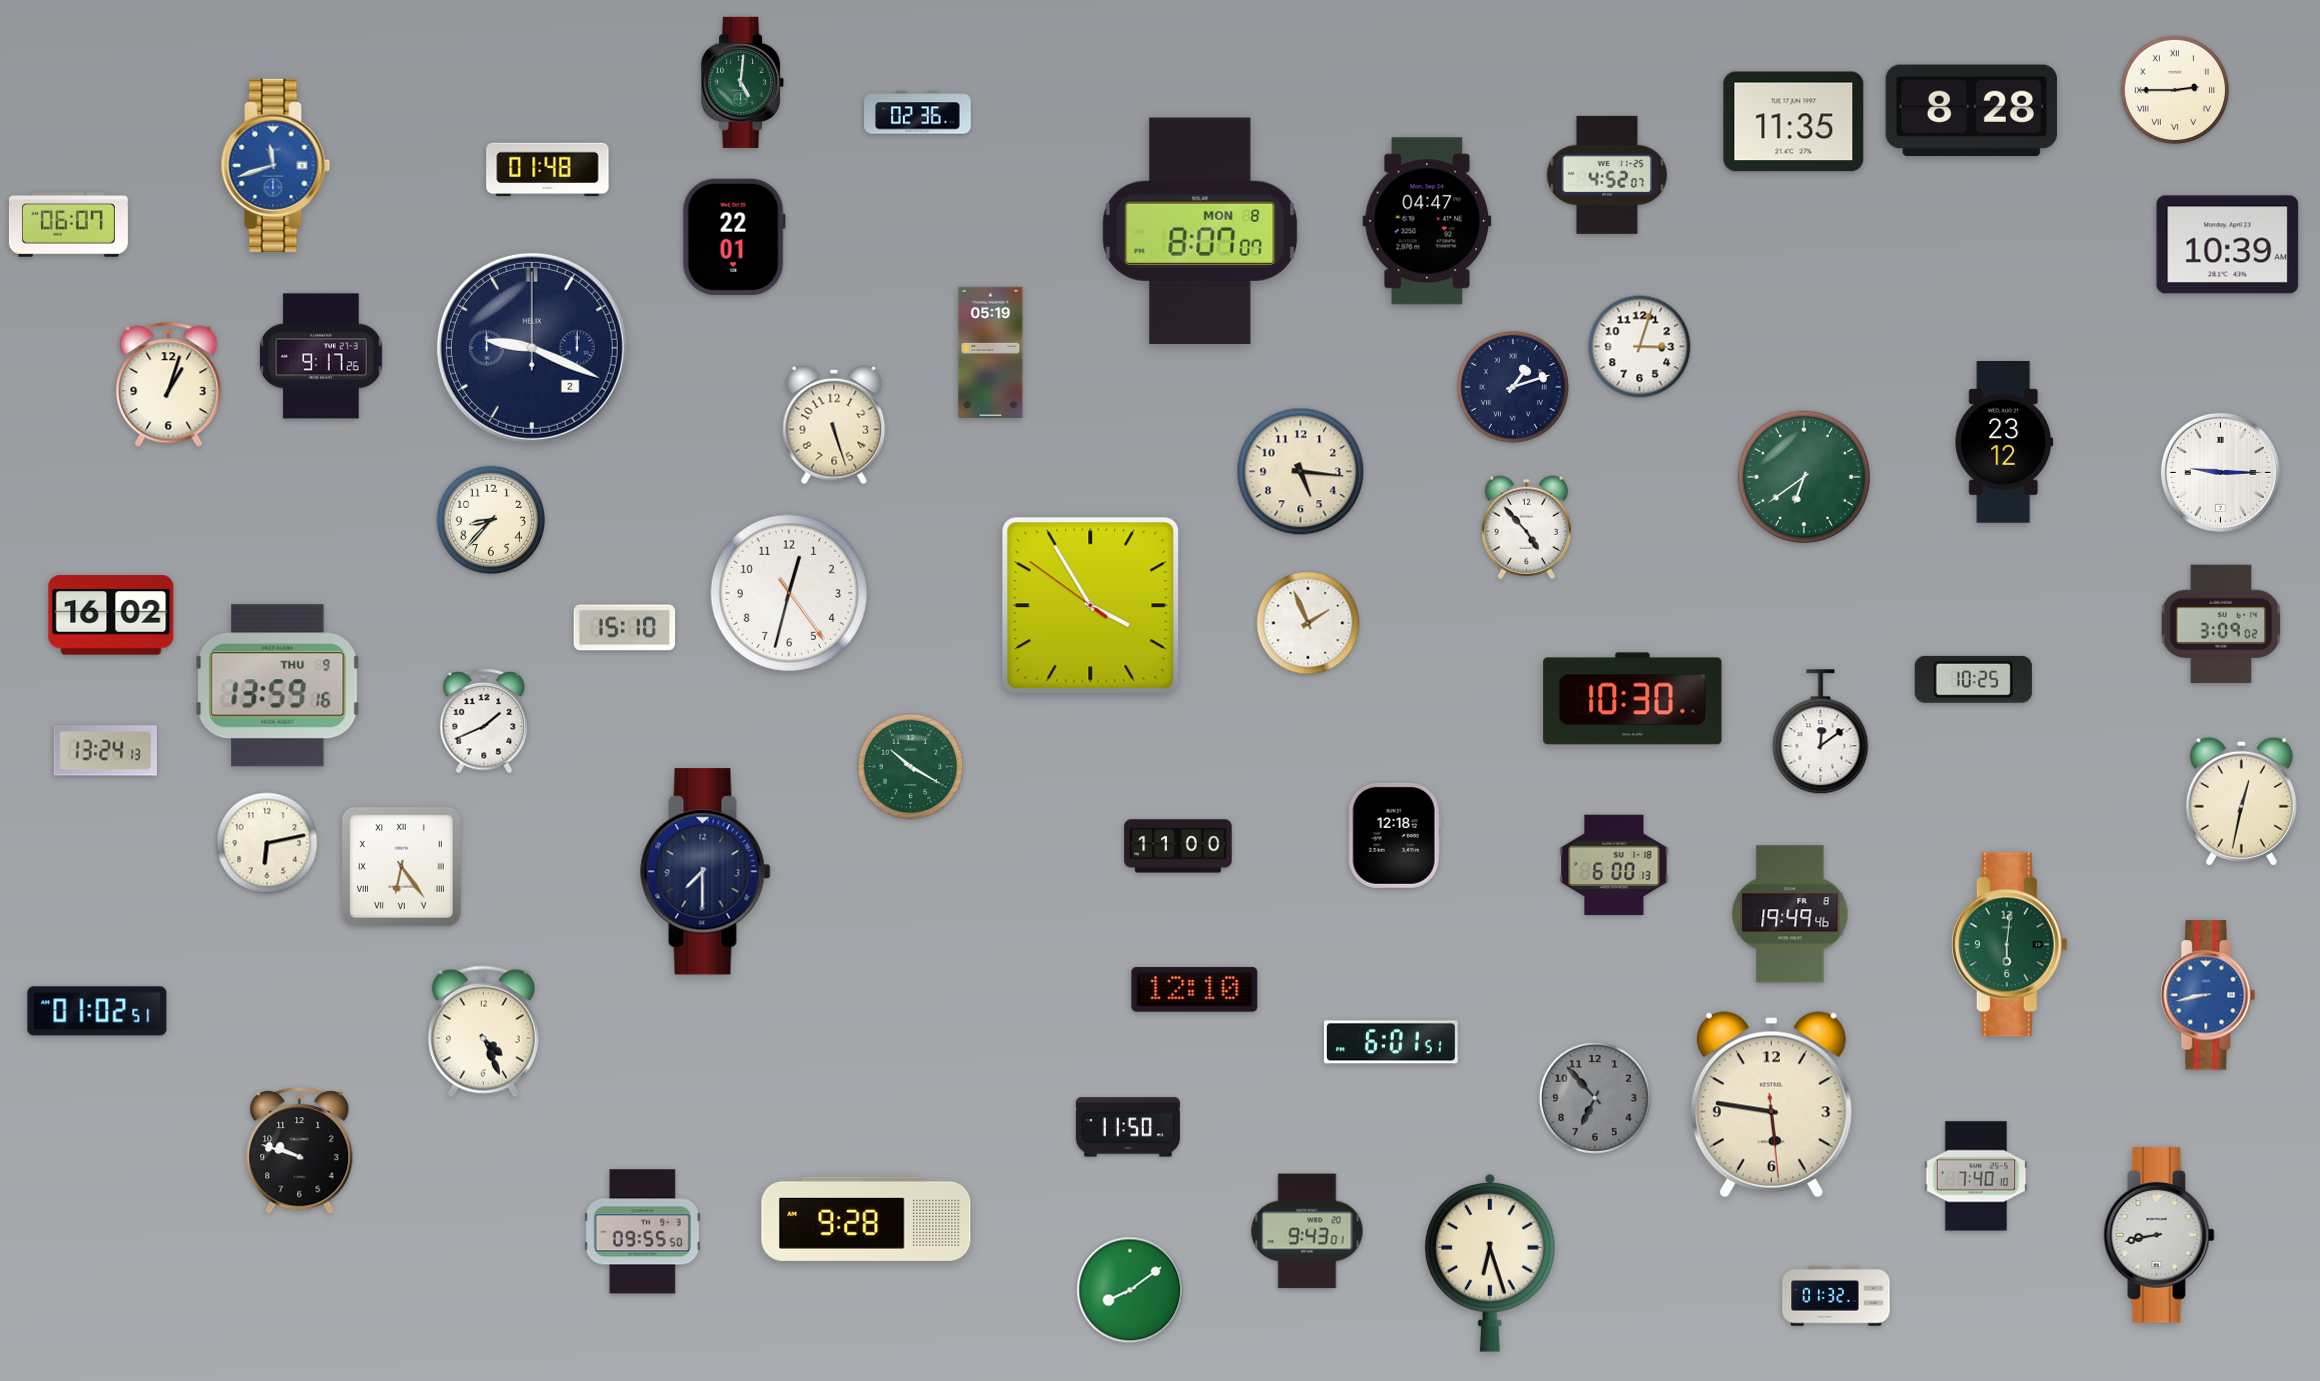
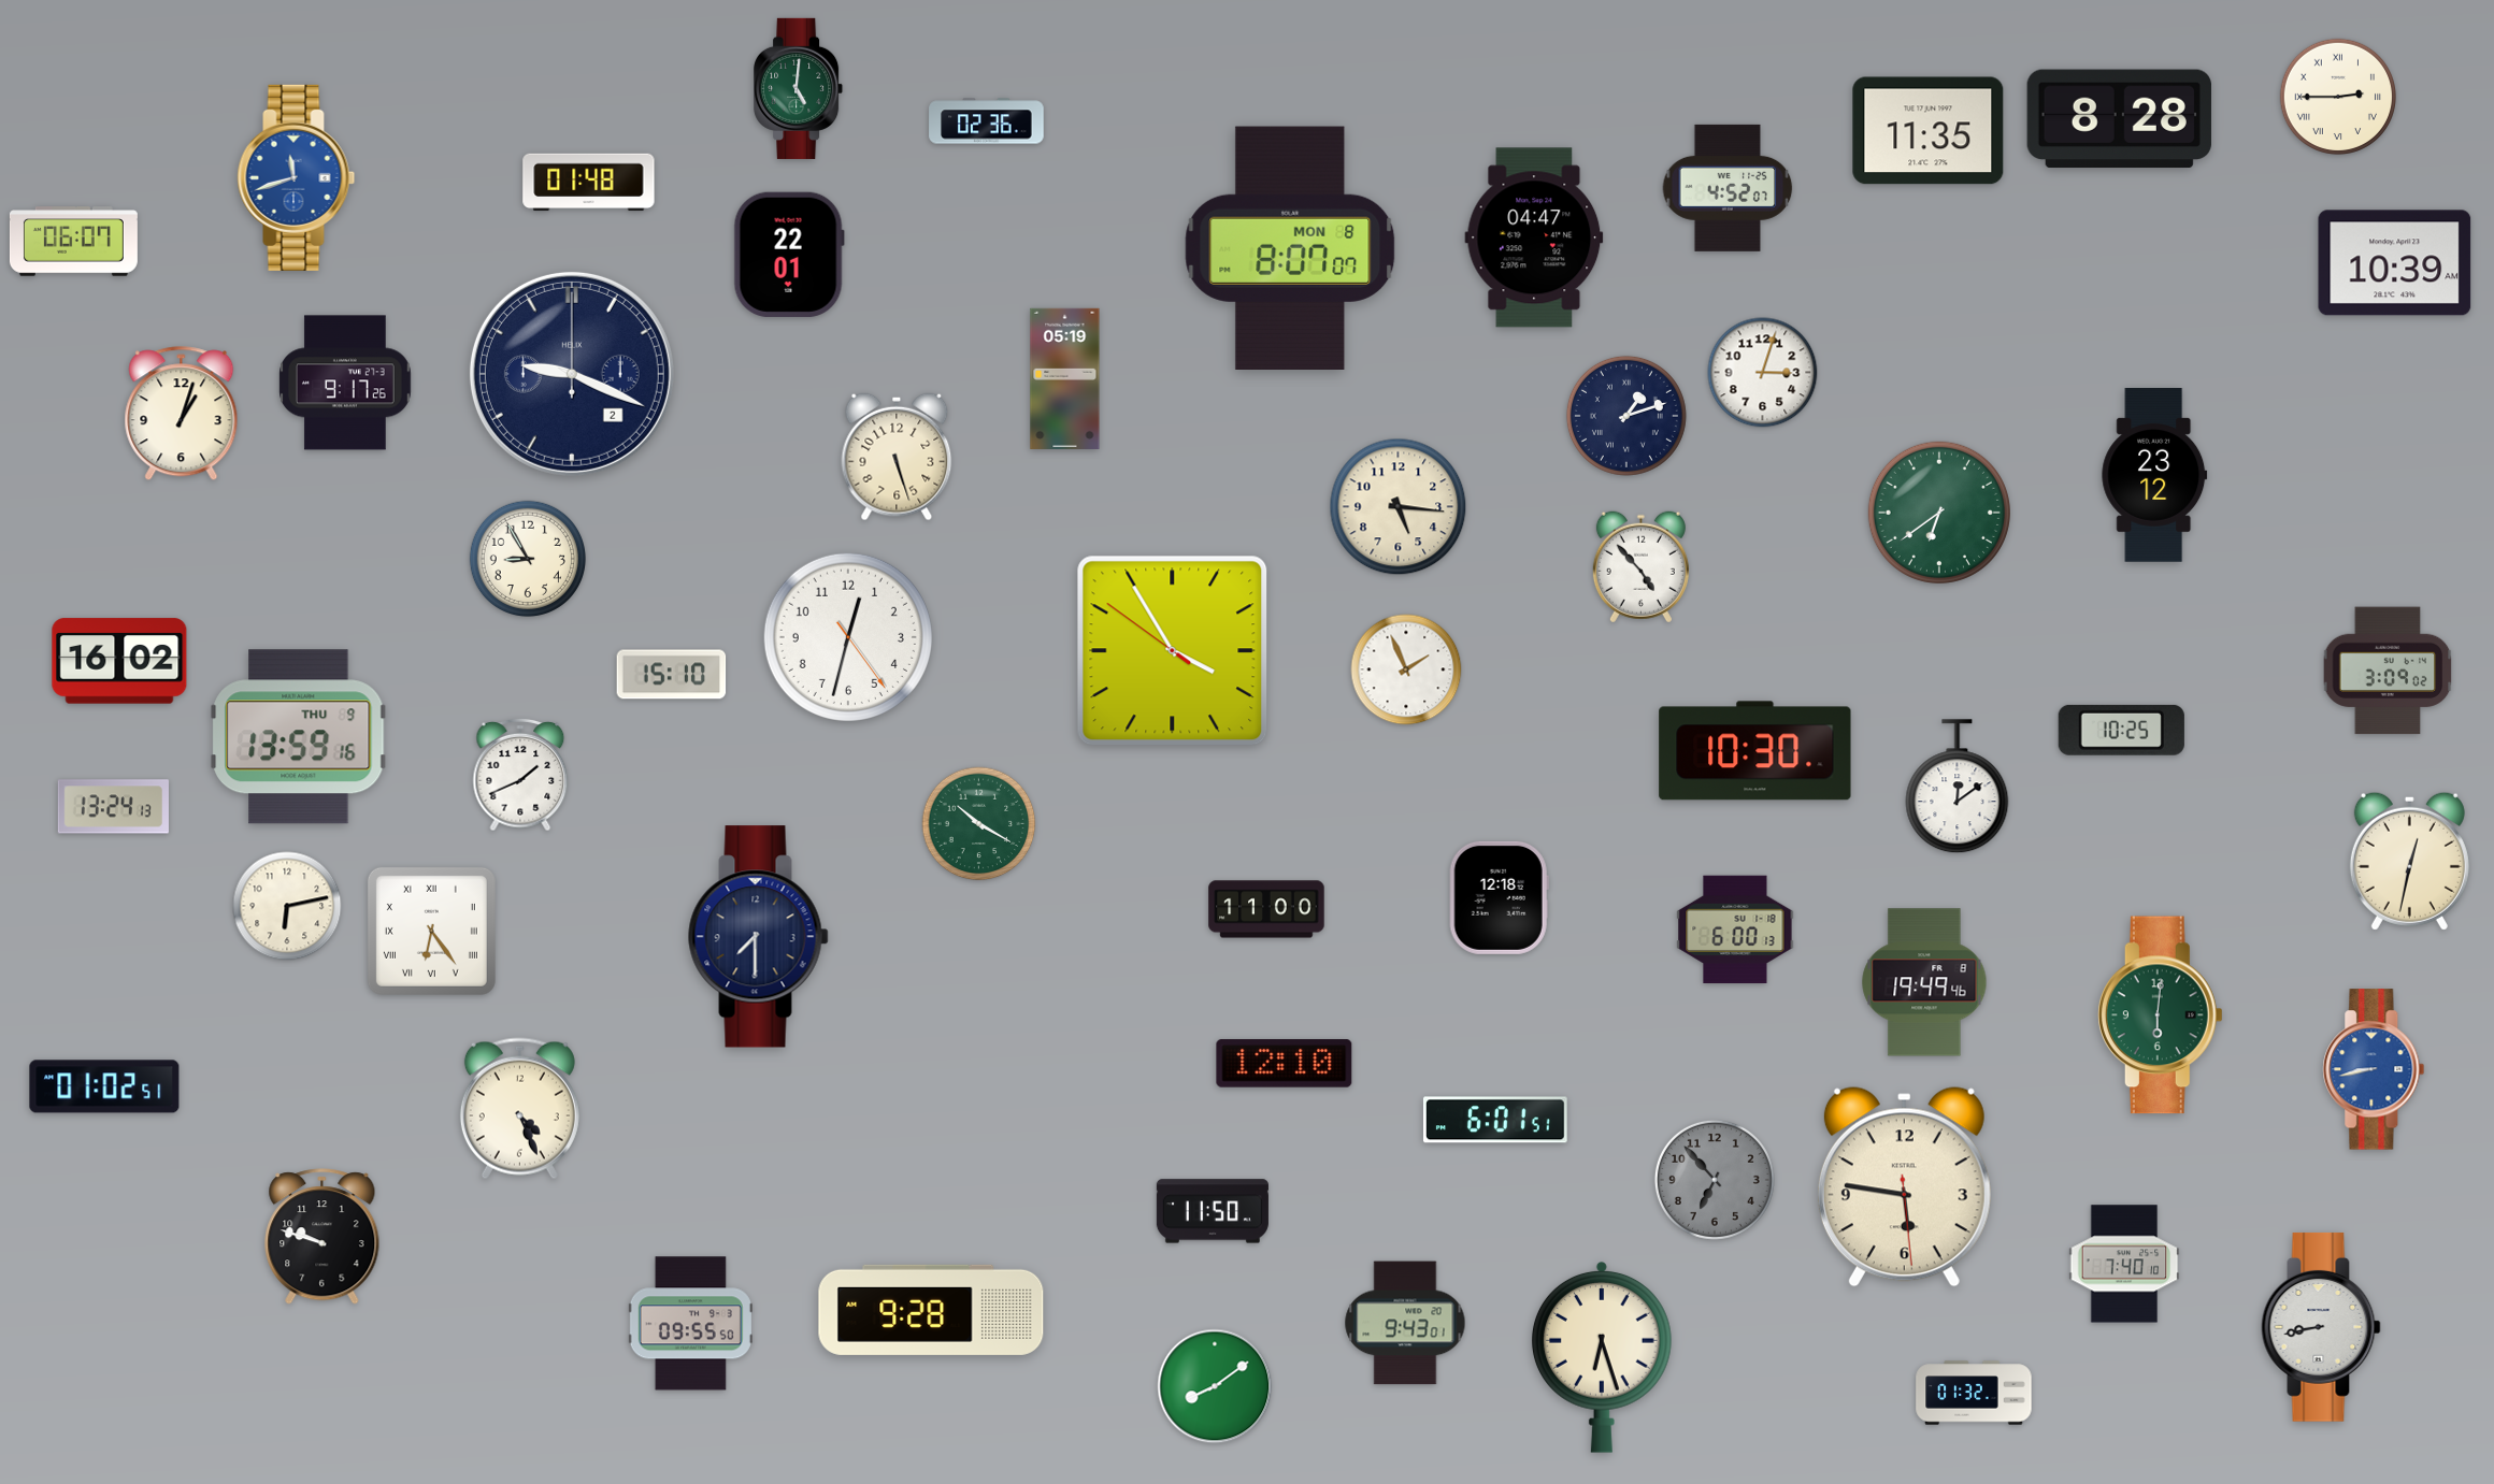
clock at (2220, 472): 9:15 -> none
clock at (490, 519): 8:37 -> 8:55
